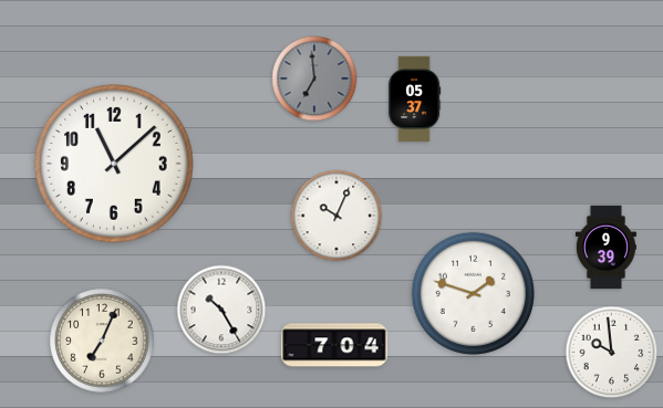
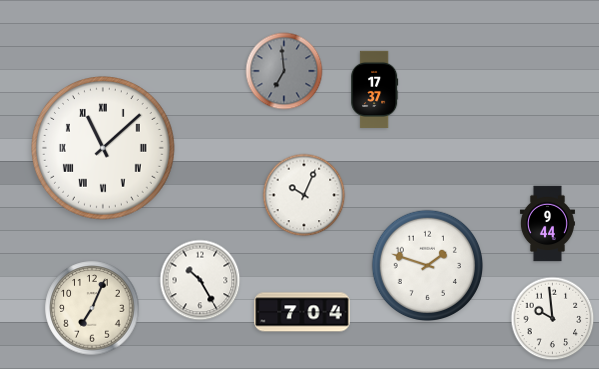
clock at (415, 98): 05:37 -> 17:37
clock at (115, 165) numerals: Arabic -> Roman
clock at (605, 248): 9:39 -> 9:44
